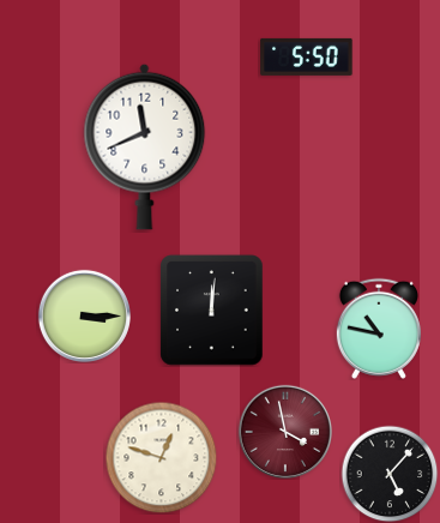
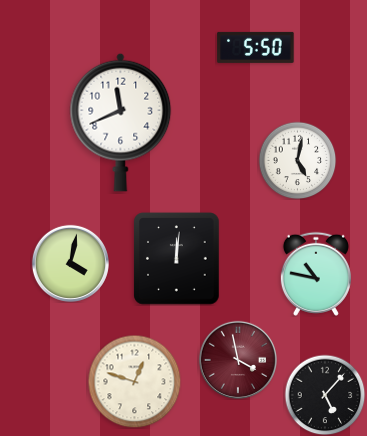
clock at (297, 160): none -> 5:02
clock at (84, 315): 3:15 -> 4:02
